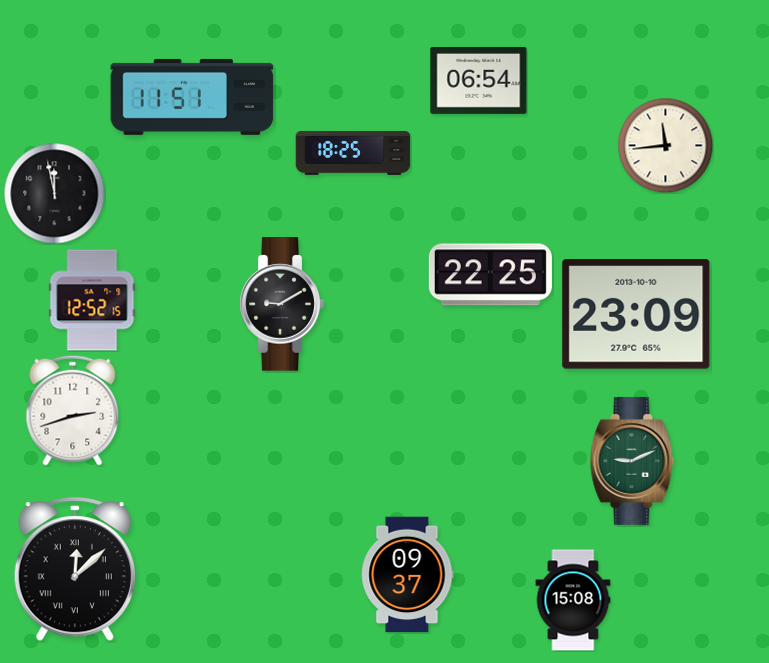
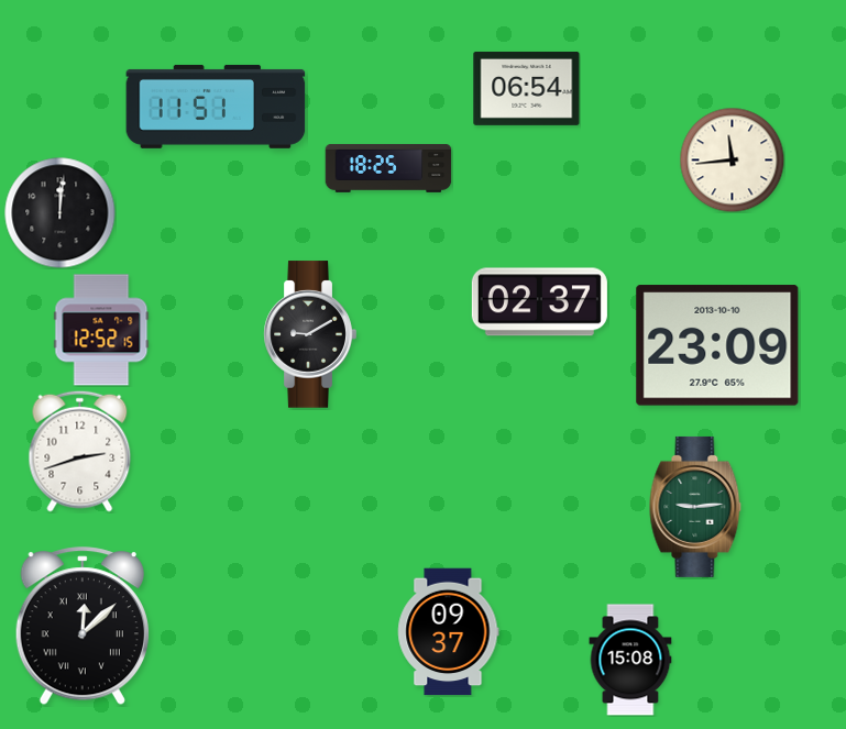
clock at (192, 97) position: (192, 97) -> (216, 107)
clock at (55, 194): 11:58 -> 12:01
clock at (490, 275): 22:25 -> 02:37
clock at (636, 314) position: (636, 314) -> (717, 345)
clock at (632, 461): 9:11 -> 9:14
